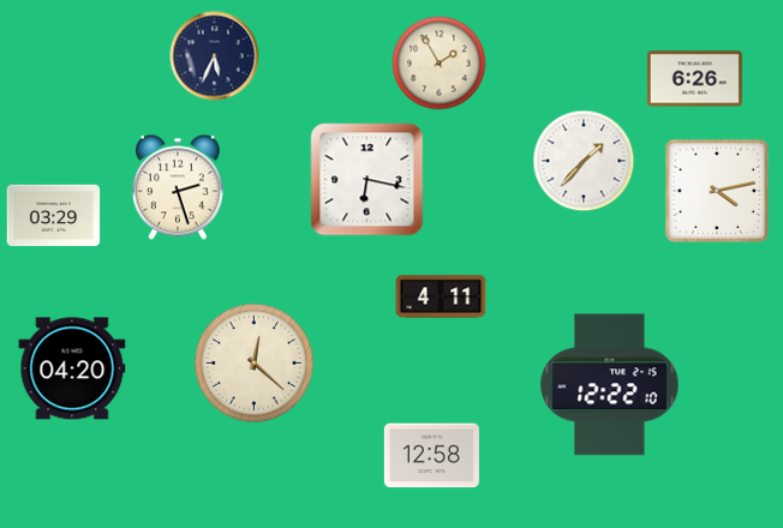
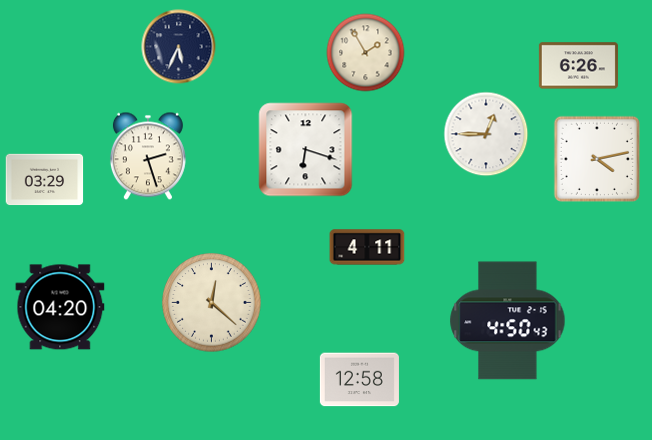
clock at (584, 161): 1:37 -> 12:45
clock at (367, 180): 6:17 -> 6:18
clock at (610, 385): 12:22 -> 4:50
